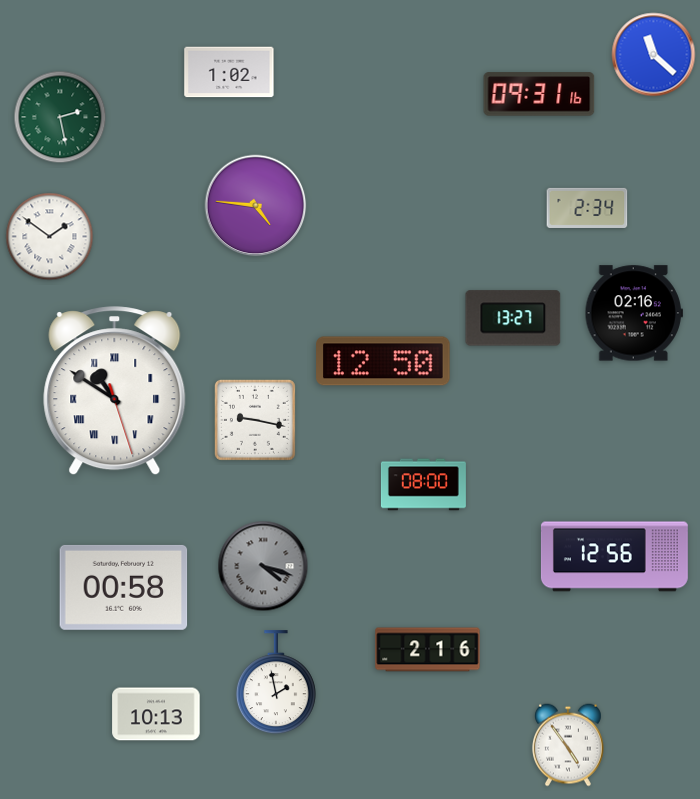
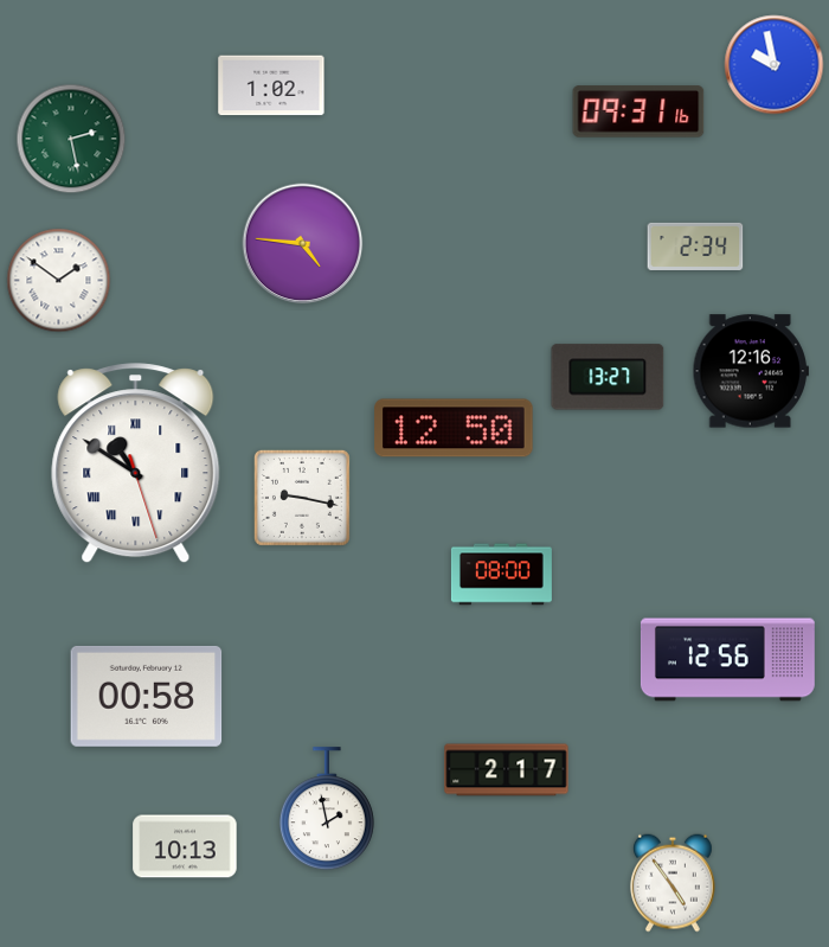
clock at (654, 55): 11:22 -> 9:58
clock at (634, 313): 02:16 -> 12:16
clock at (263, 566): 4:18 -> none
clock at (428, 650): 2:16 -> 2:17
